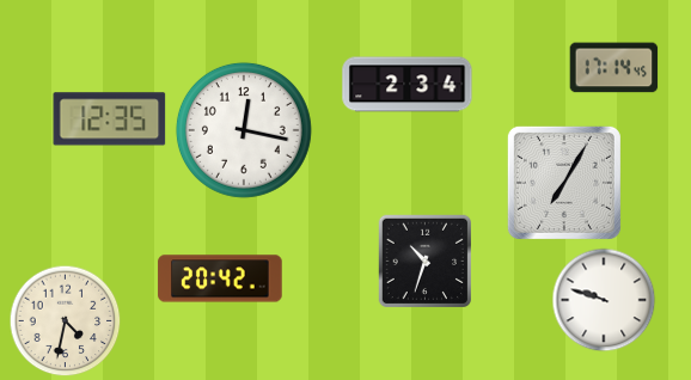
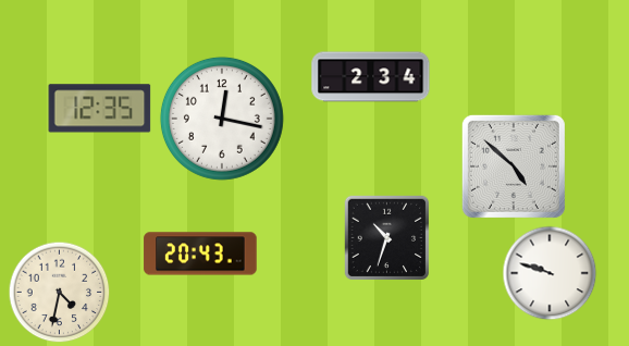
clock at (614, 68): 17:14 -> none
clock at (564, 183): 7:05 -> 4:52
clock at (220, 278): 20:42 -> 20:43
